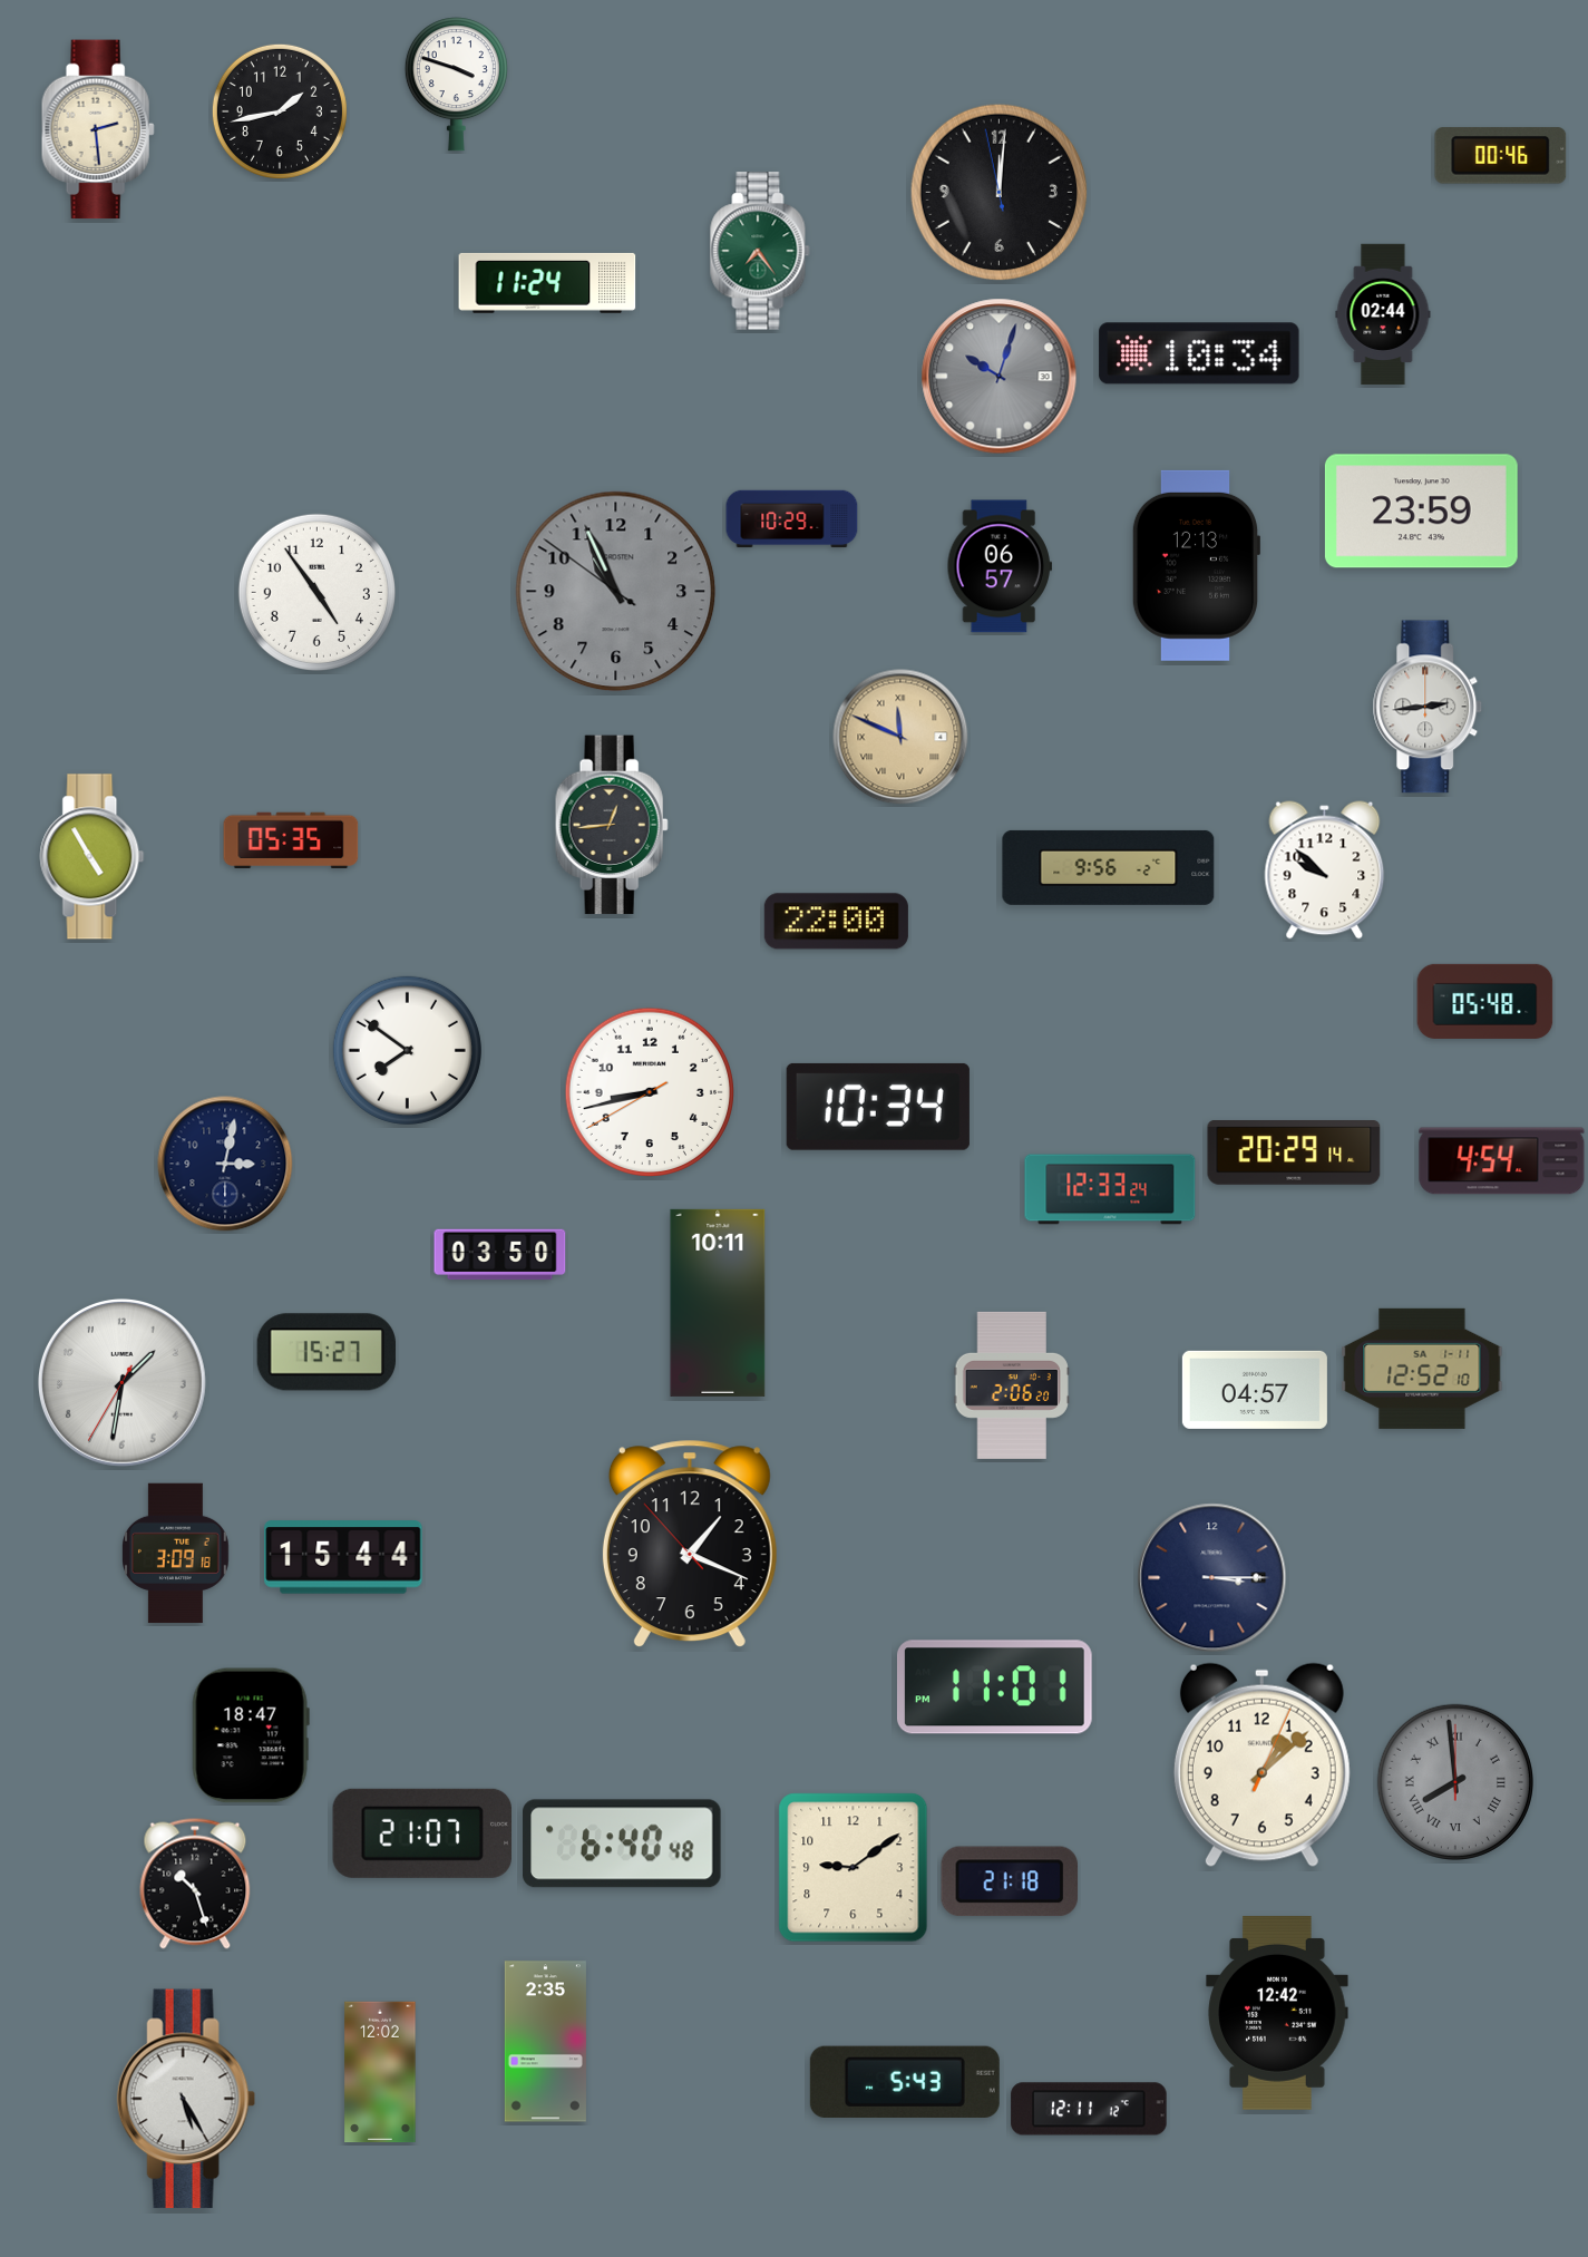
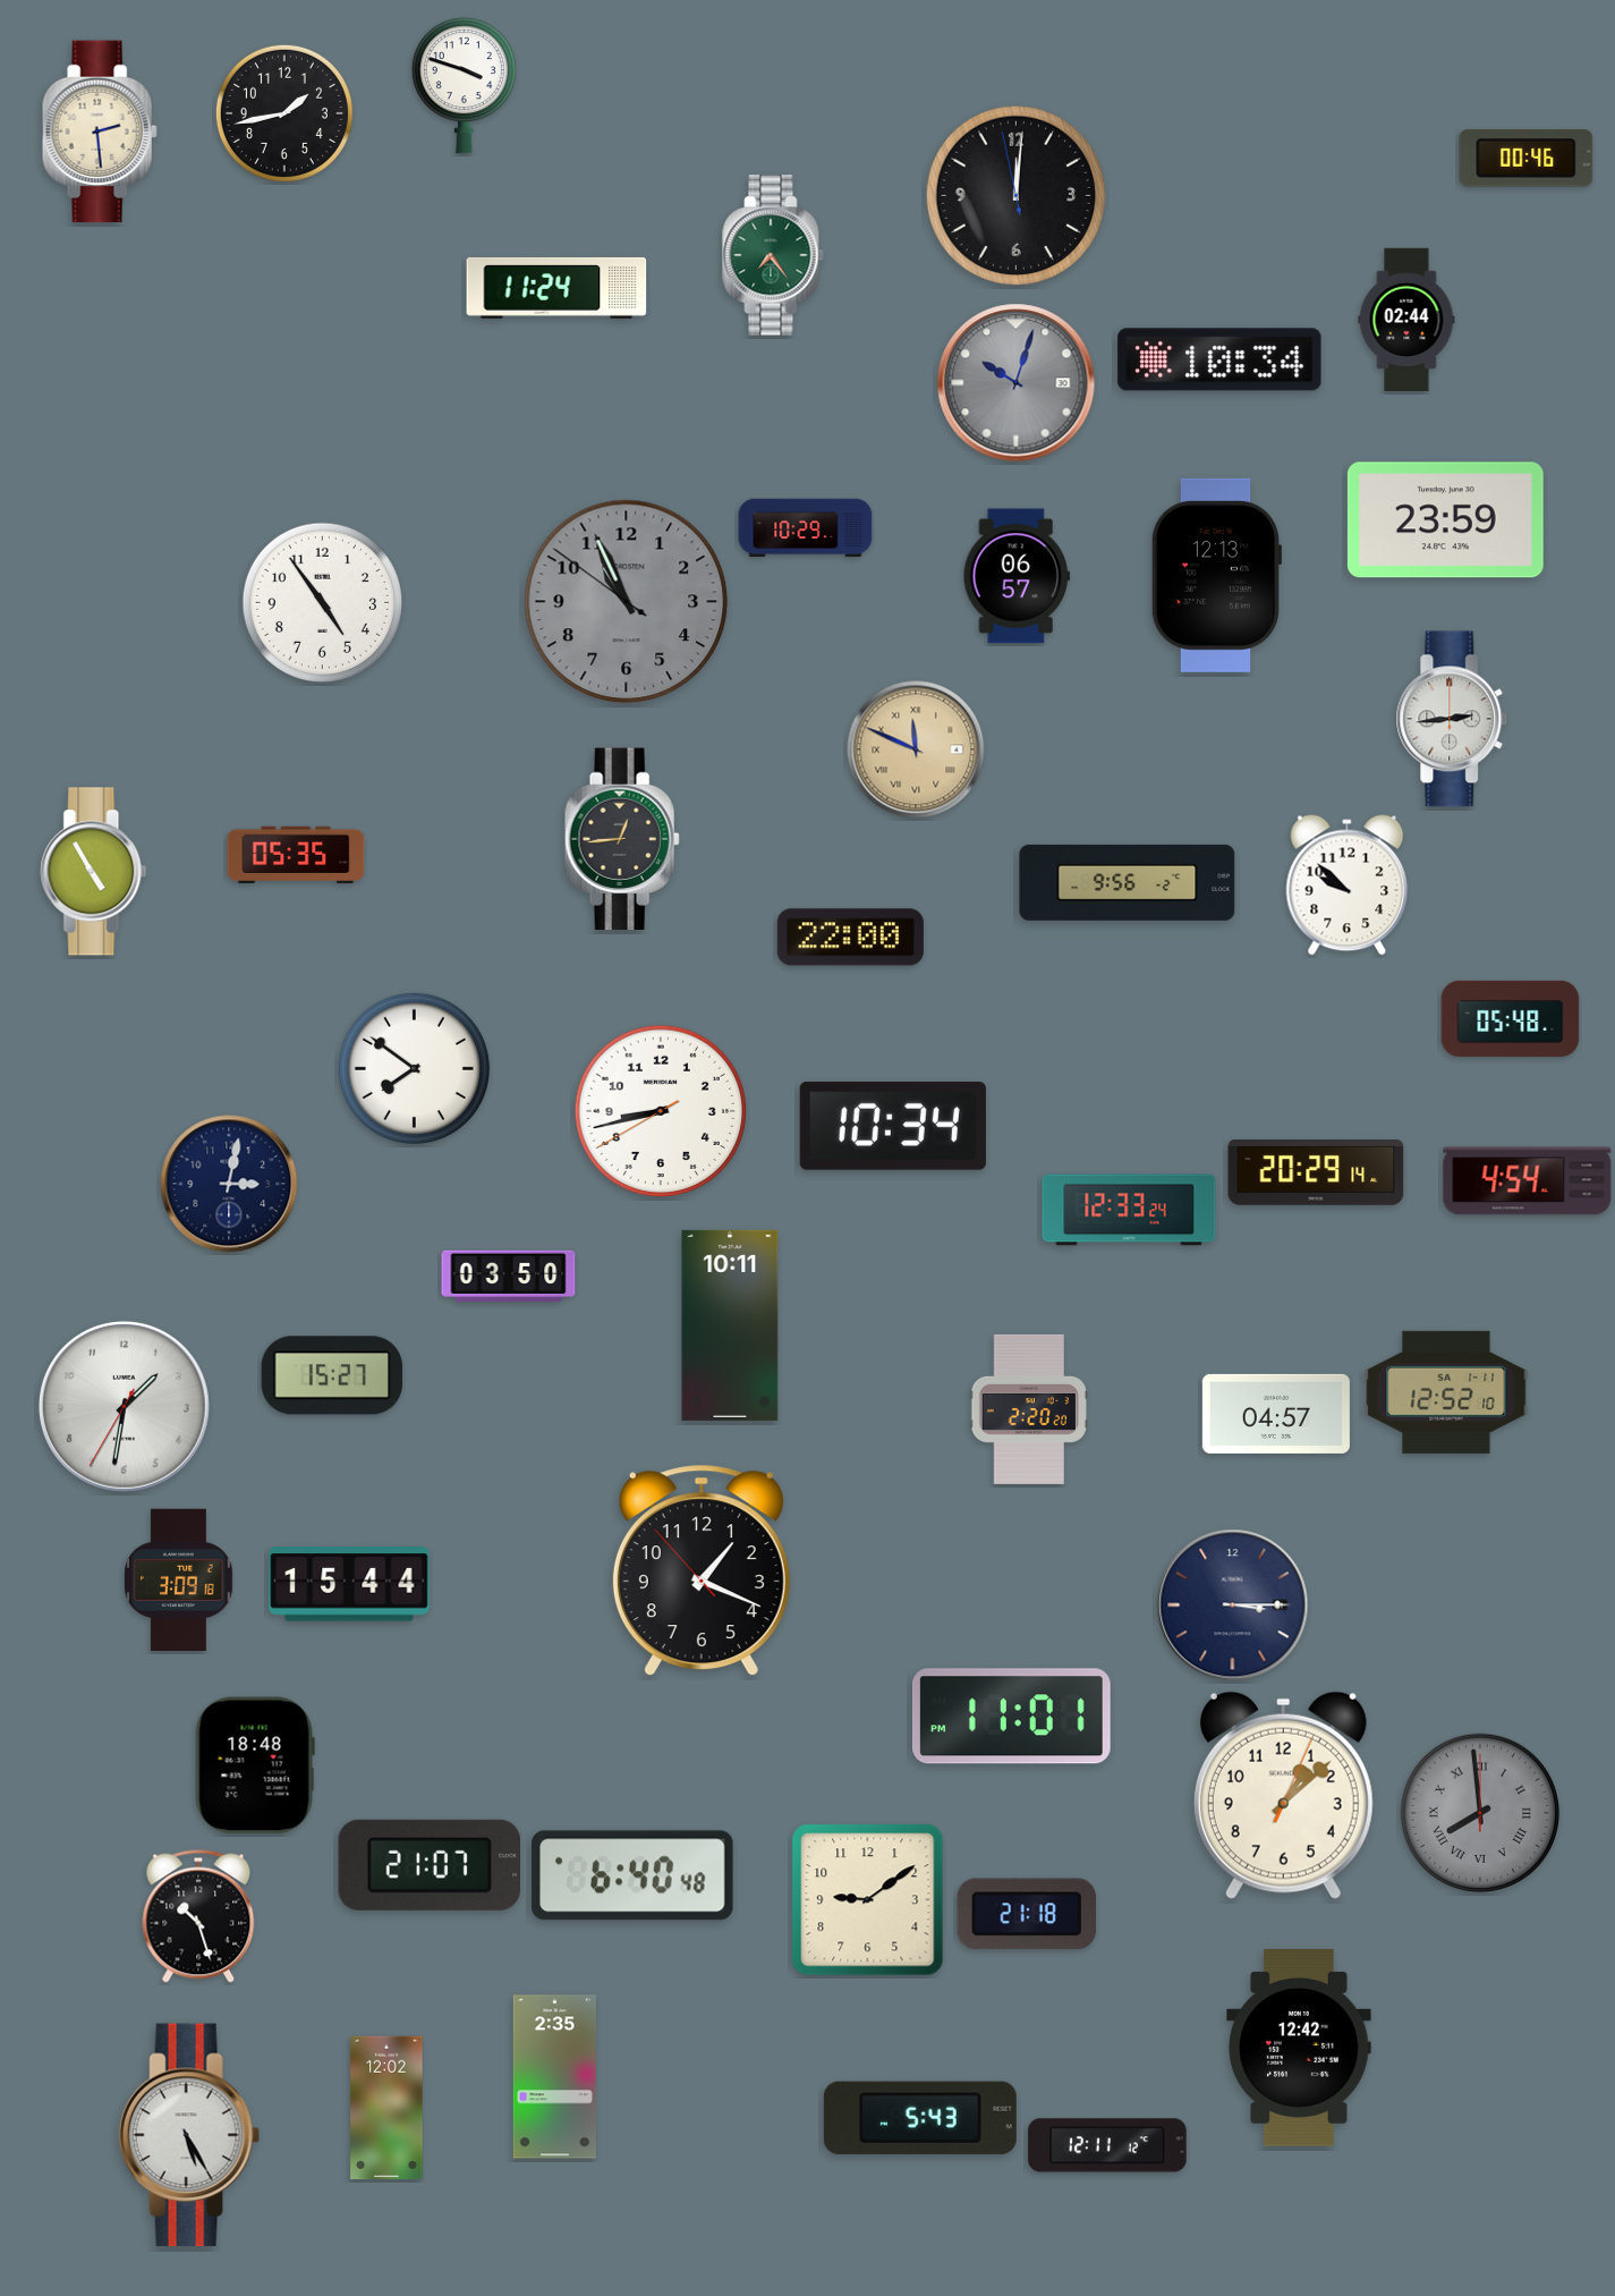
clock at (1012, 1385): 2:06 -> 2:20
clock at (251, 1735): 18:47 -> 18:48
